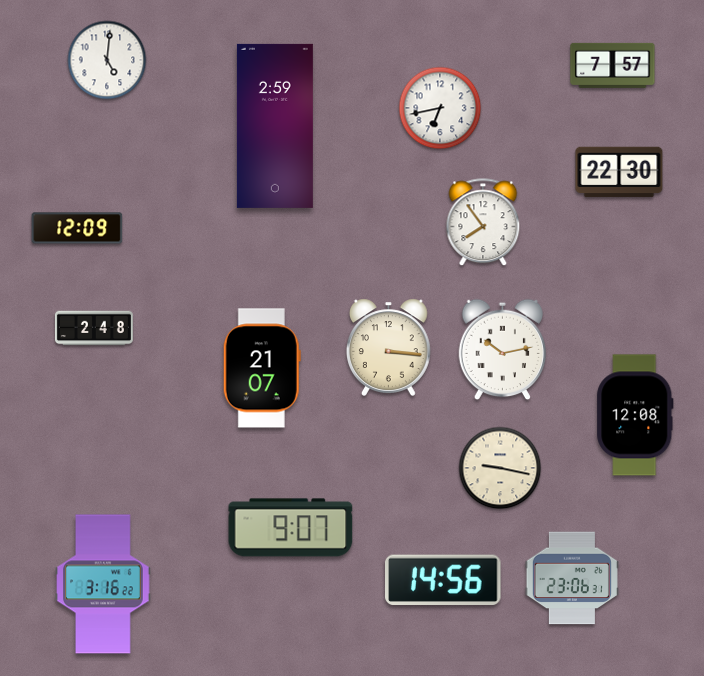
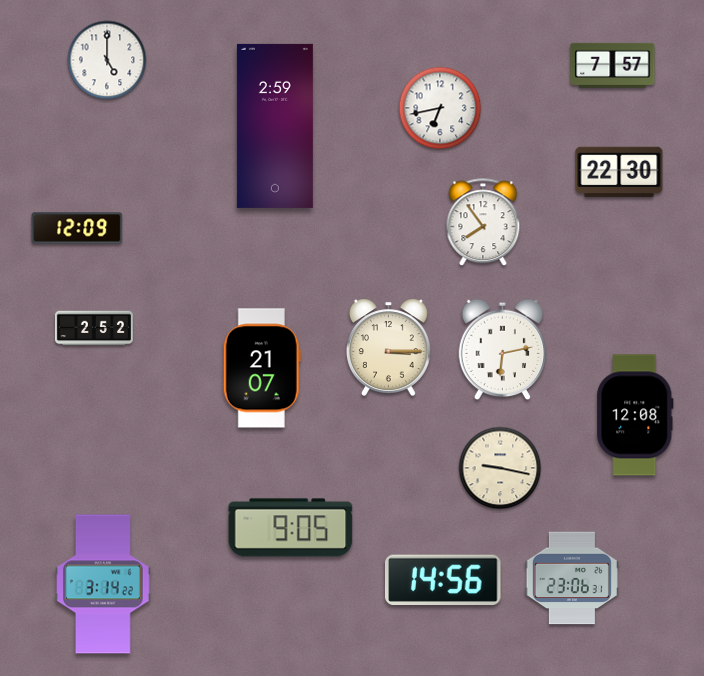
clock at (107, 60): 5:01 -> 5:00
clock at (94, 328): 2:48 -> 2:52
clock at (388, 347): 3:16 -> 3:15
clock at (502, 350): 10:13 -> 6:13
clock at (291, 528): 9:07 -> 9:05
clock at (103, 584): 3:16 -> 3:14
